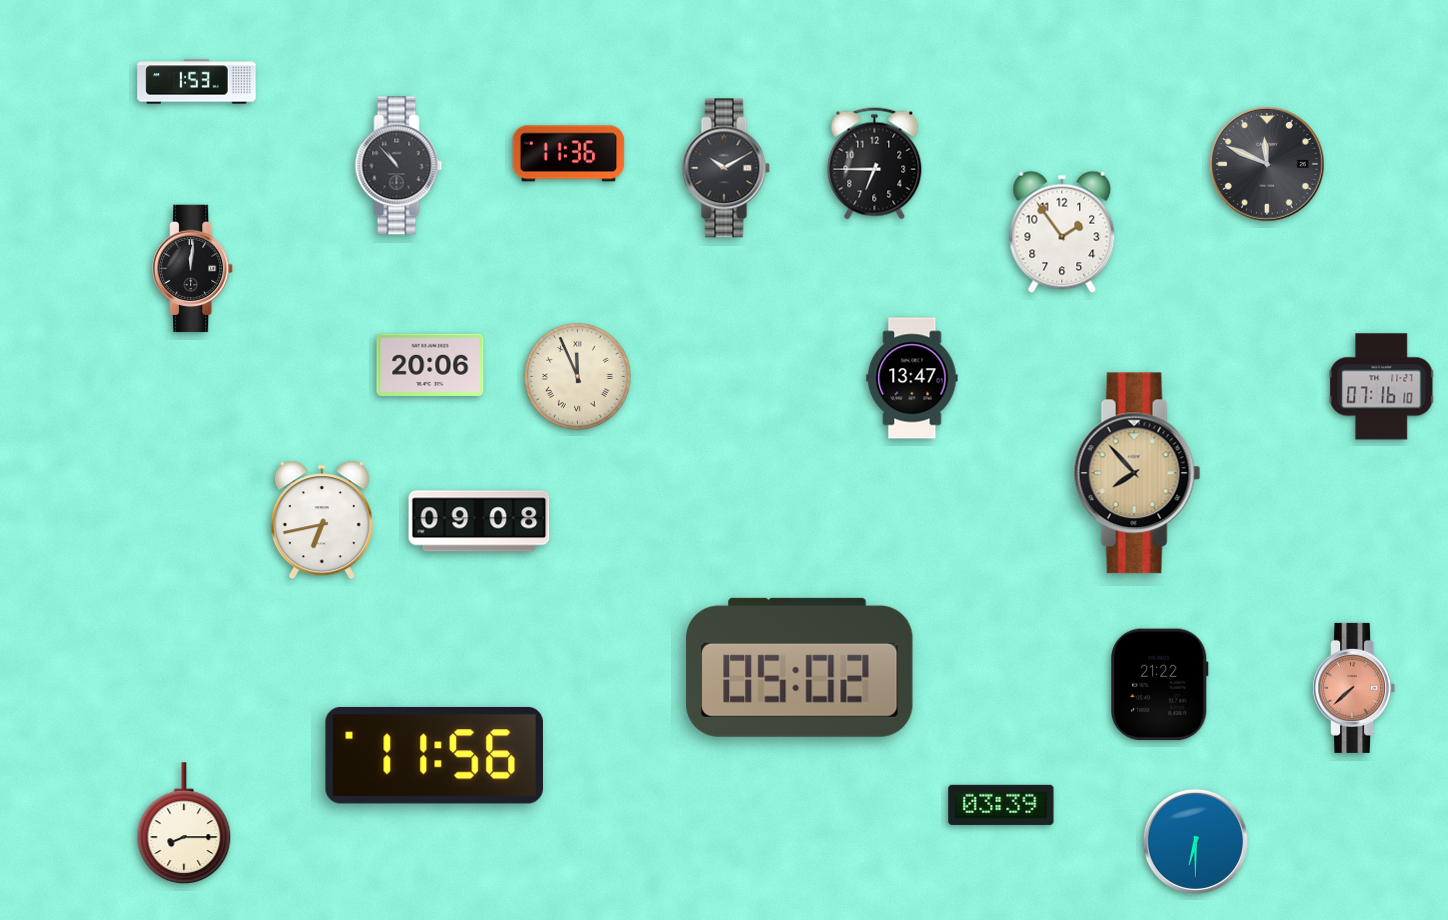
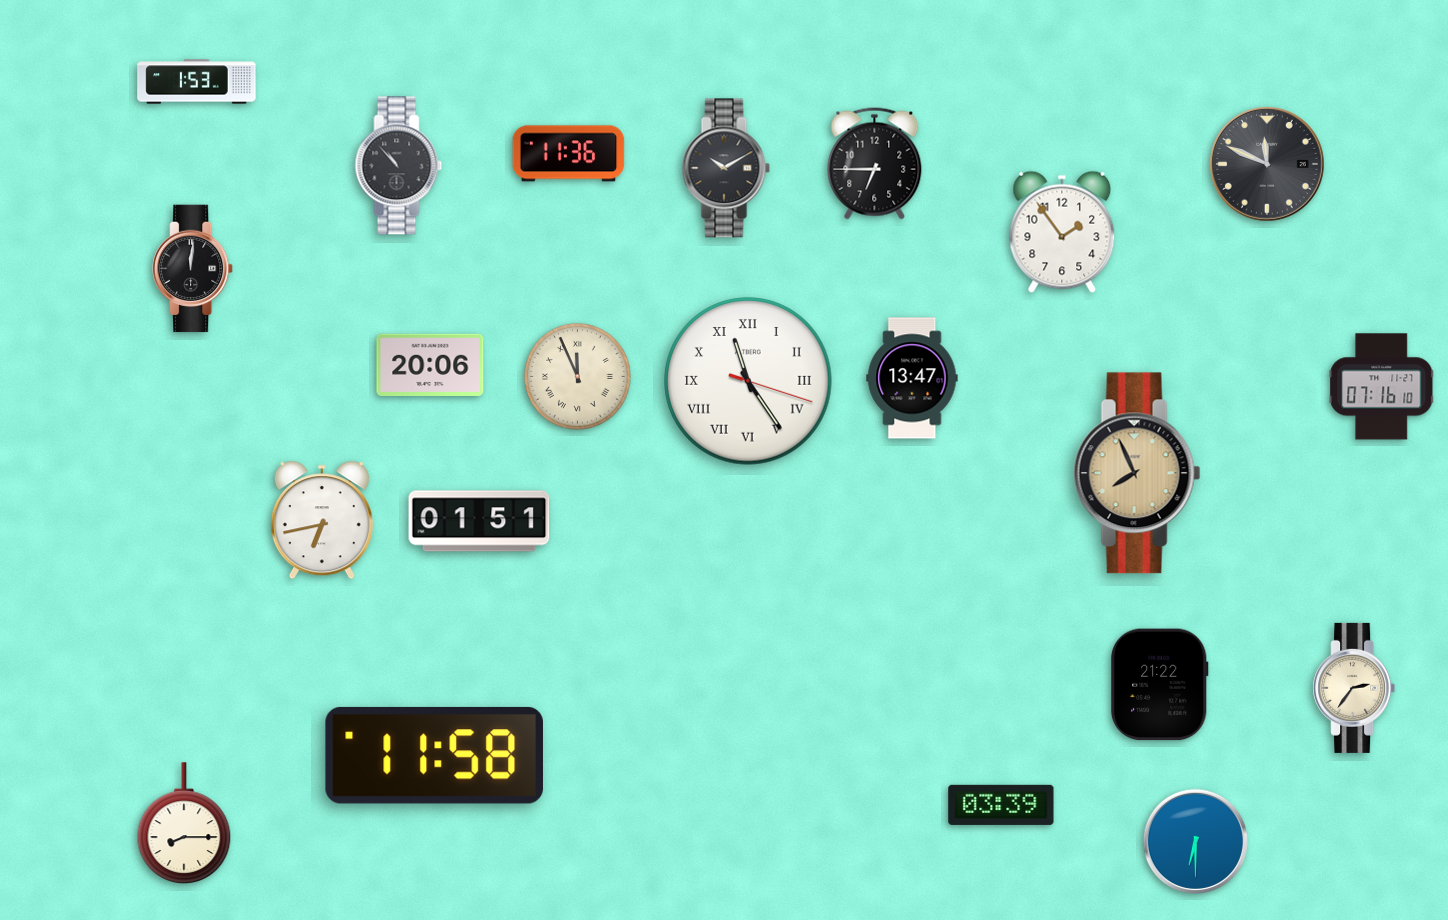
clock at (748, 381): none -> 11:24
clock at (1137, 473): 7:53 -> 7:56
clock at (479, 521): 09:08 -> 01:51
clock at (800, 667): 05:02 -> none
clock at (1354, 688): 7:38 -> 2:36
clock at (1354, 688) dial: salmon -> cream
clock at (434, 755): 11:56 -> 11:58
